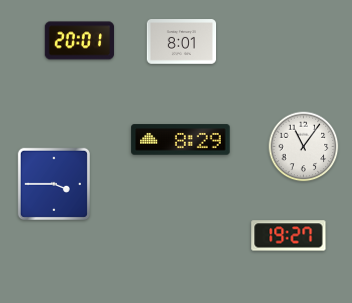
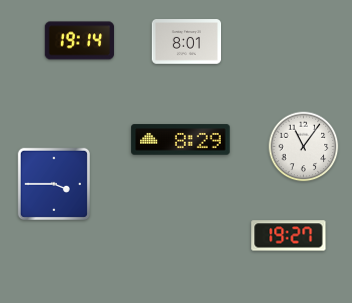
clock at (79, 41): 20:01 -> 19:14
clock at (182, 42) position: (182, 42) -> (187, 42)
